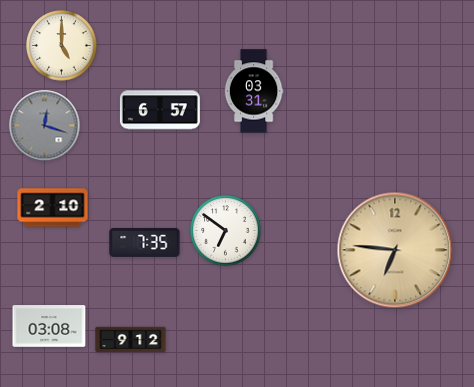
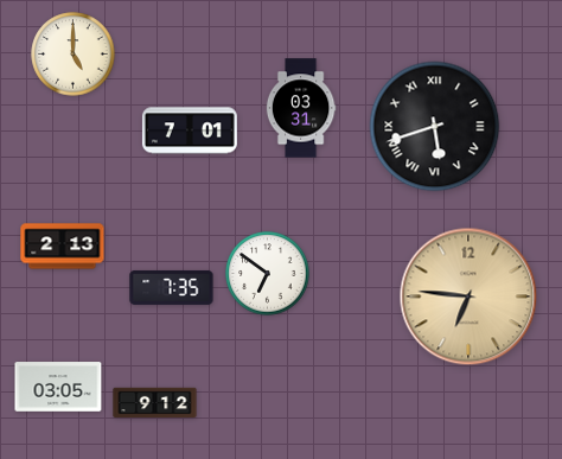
clock at (435, 127): none -> 5:42
clock at (160, 110): 6:57 -> 7:01
clock at (45, 126): 12:18 -> none
clock at (53, 208): 2:10 -> 2:13
clock at (49, 326): 03:08 -> 03:05
